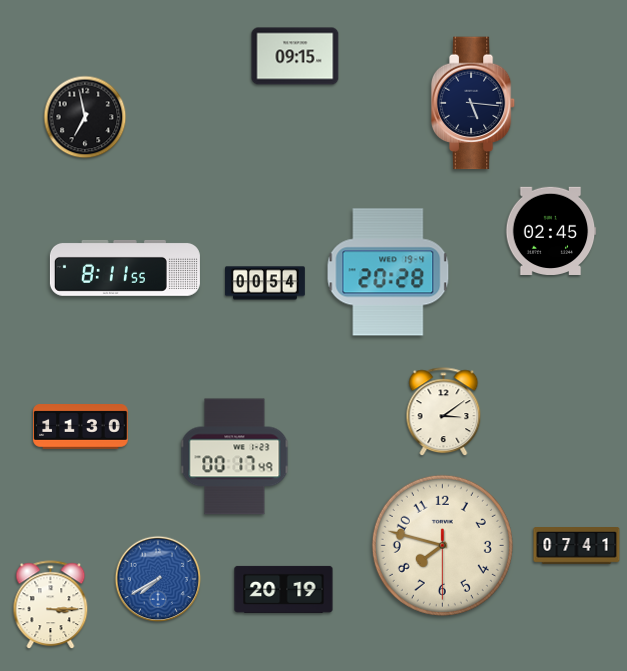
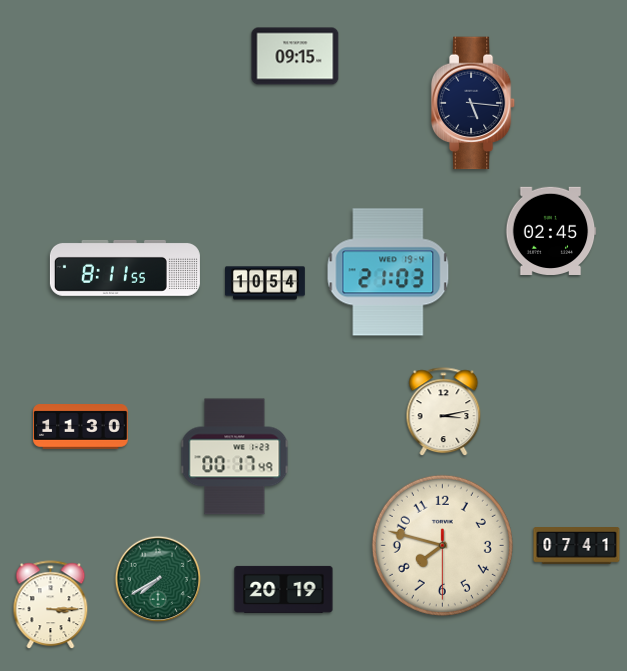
clock at (85, 117): 6:58 -> none
clock at (388, 272): 20:28 -> 21:03
clock at (266, 283): 00:54 -> 10:54
clock at (444, 412): 3:09 -> 3:13
clock at (158, 579) dial: blue -> green
